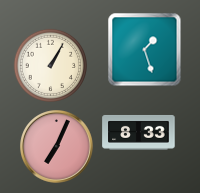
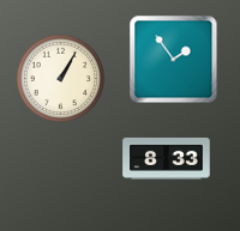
clock at (145, 50): 1:27 -> 1:54
clock at (57, 147): 7:04 -> none
